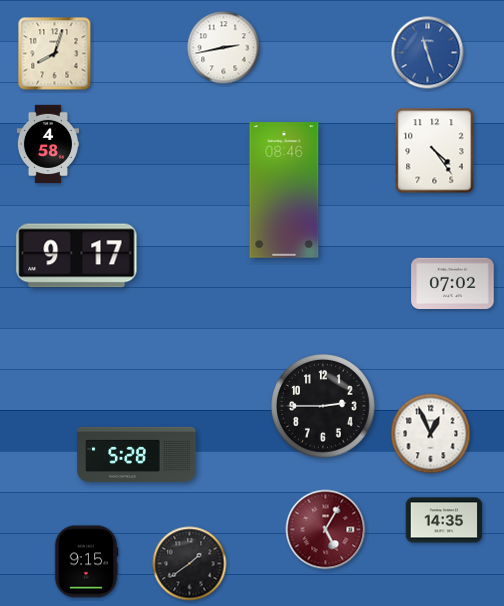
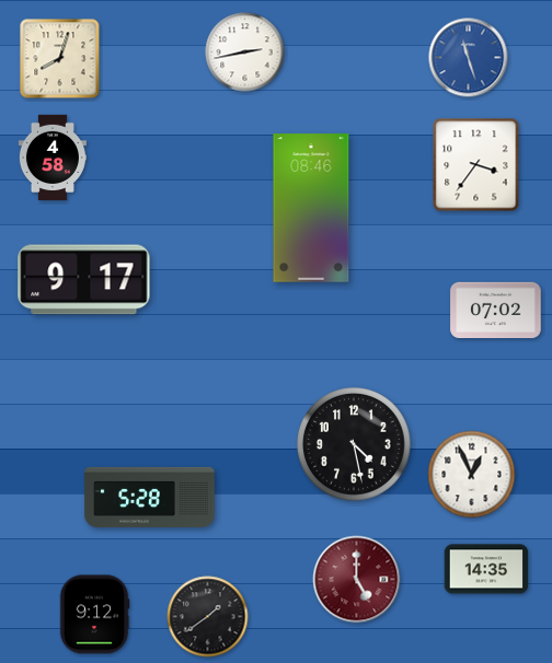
clock at (435, 151): 4:24 -> 3:36
clock at (324, 407): 2:45 -> 4:28
clock at (326, 530): 5:05 -> 5:00
clock at (86, 562): 9:15 -> 9:12
